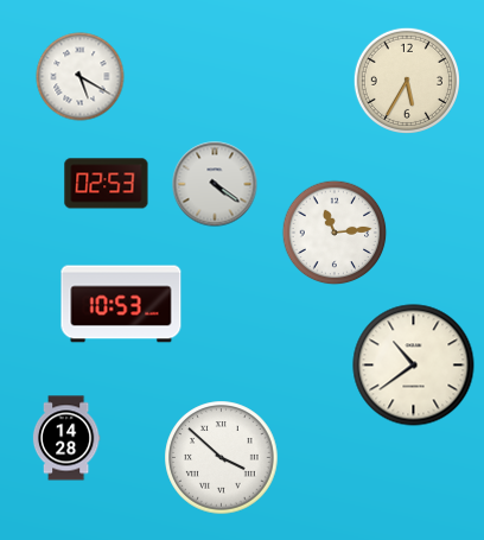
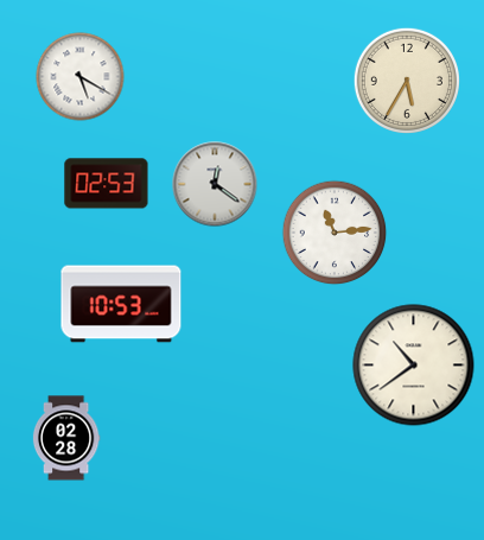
clock at (215, 184): 4:21 -> 12:21
clock at (66, 438): 14:28 -> 02:28
clock at (222, 458): 3:52 -> none
